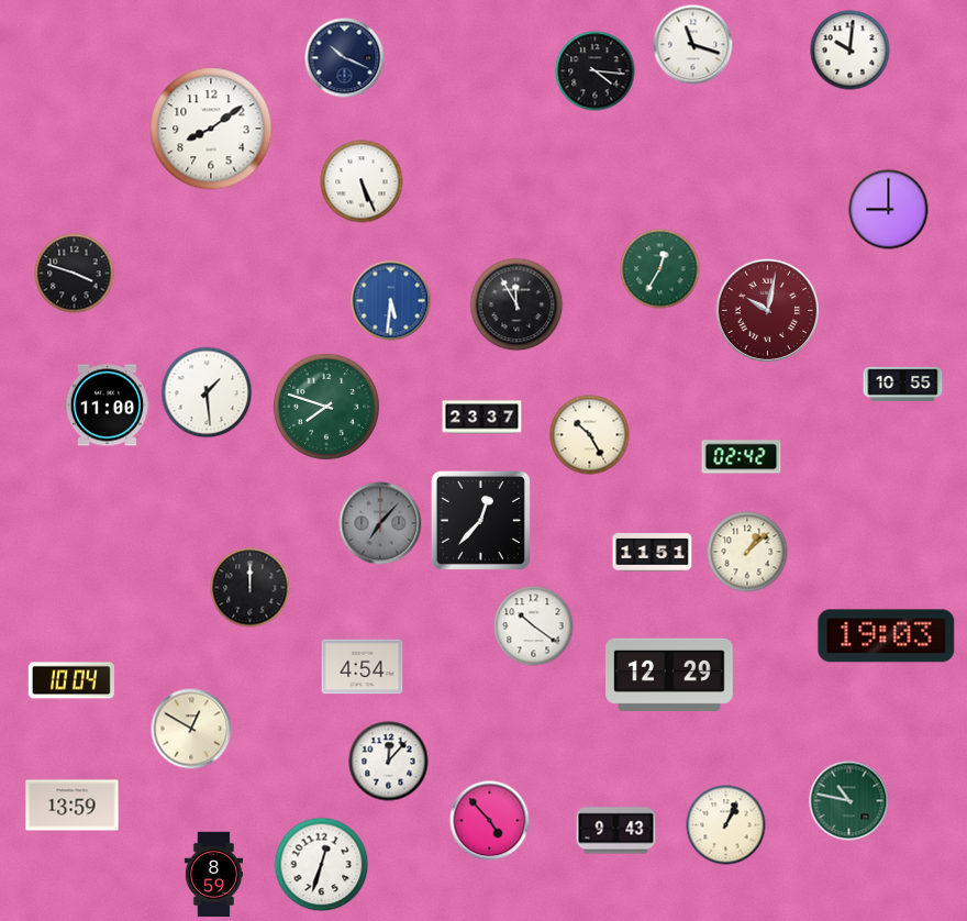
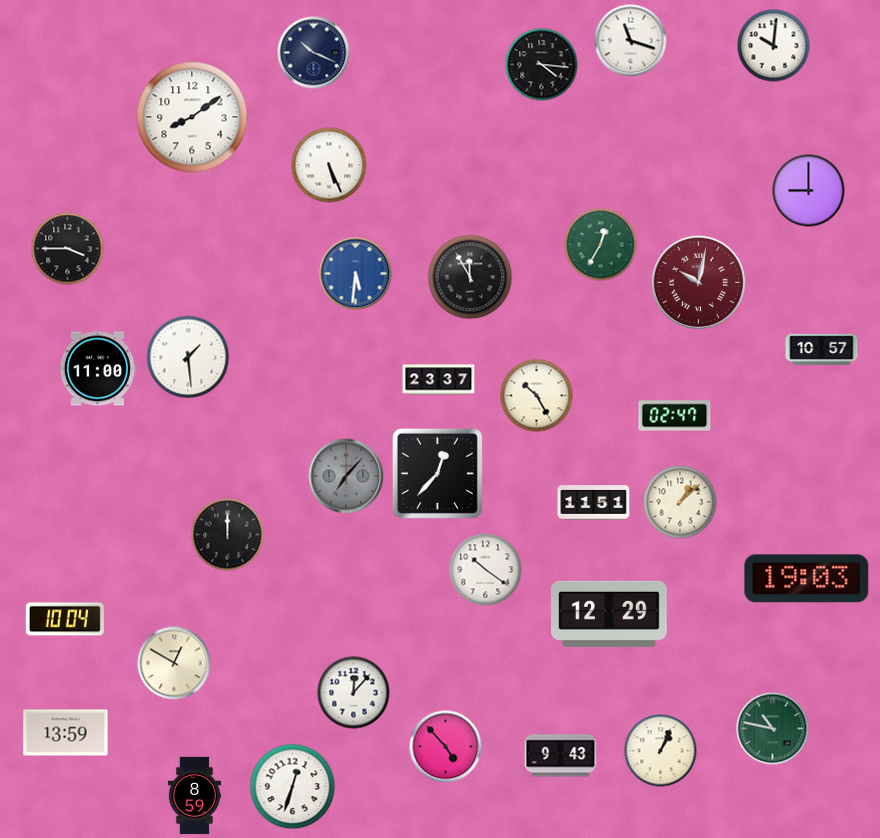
clock at (75, 274): 3:48 -> 3:45
clock at (903, 384): 10:55 -> 10:57
clock at (326, 407): 7:48 -> none
clock at (742, 457): 02:42 -> 02:47
clock at (363, 667): 4:54 -> none
